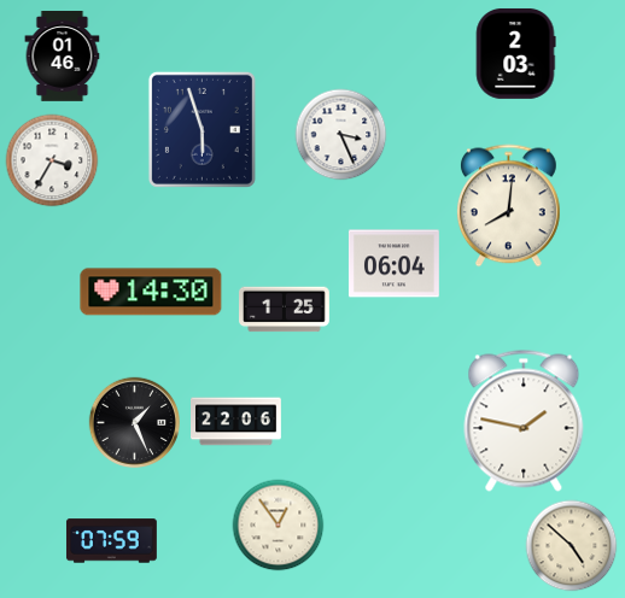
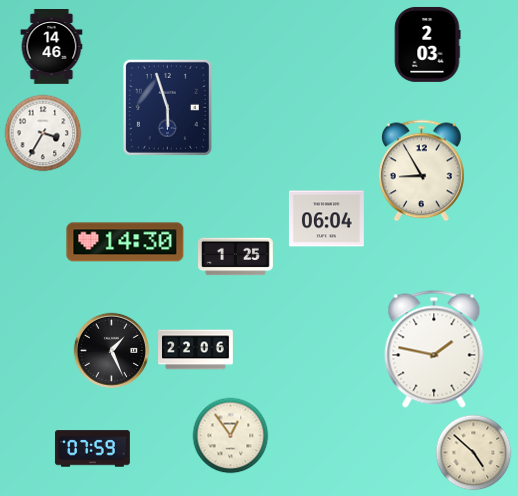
clock at (63, 57): 01:46 -> 14:46
clock at (341, 135): 3:26 -> none
clock at (508, 206): 8:01 -> 8:55
